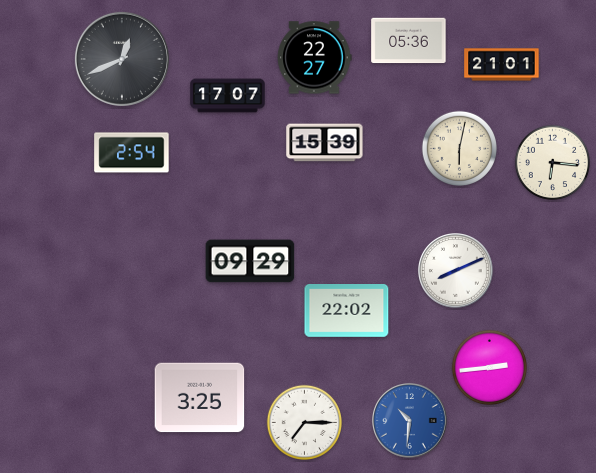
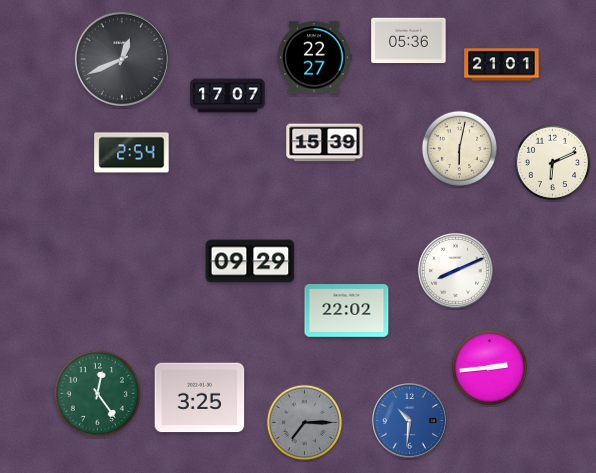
clock at (552, 162): 6:16 -> 6:11
clock at (97, 393): none -> 12:24
clock at (304, 422) dial: white -> grey
